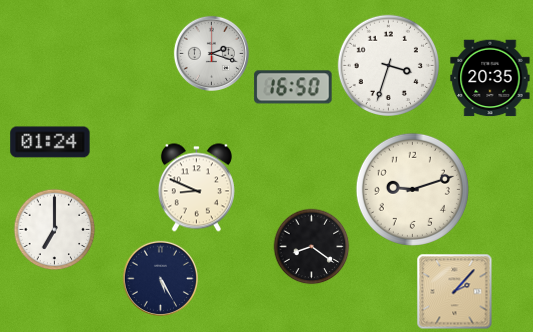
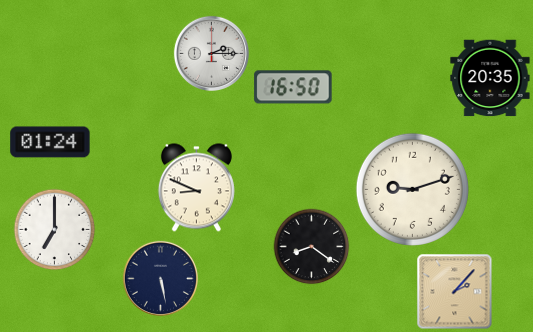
clock at (211, 53): 2:18 -> 2:15
clock at (388, 65): 3:33 -> none
clock at (160, 278): 5:25 -> 5:28
